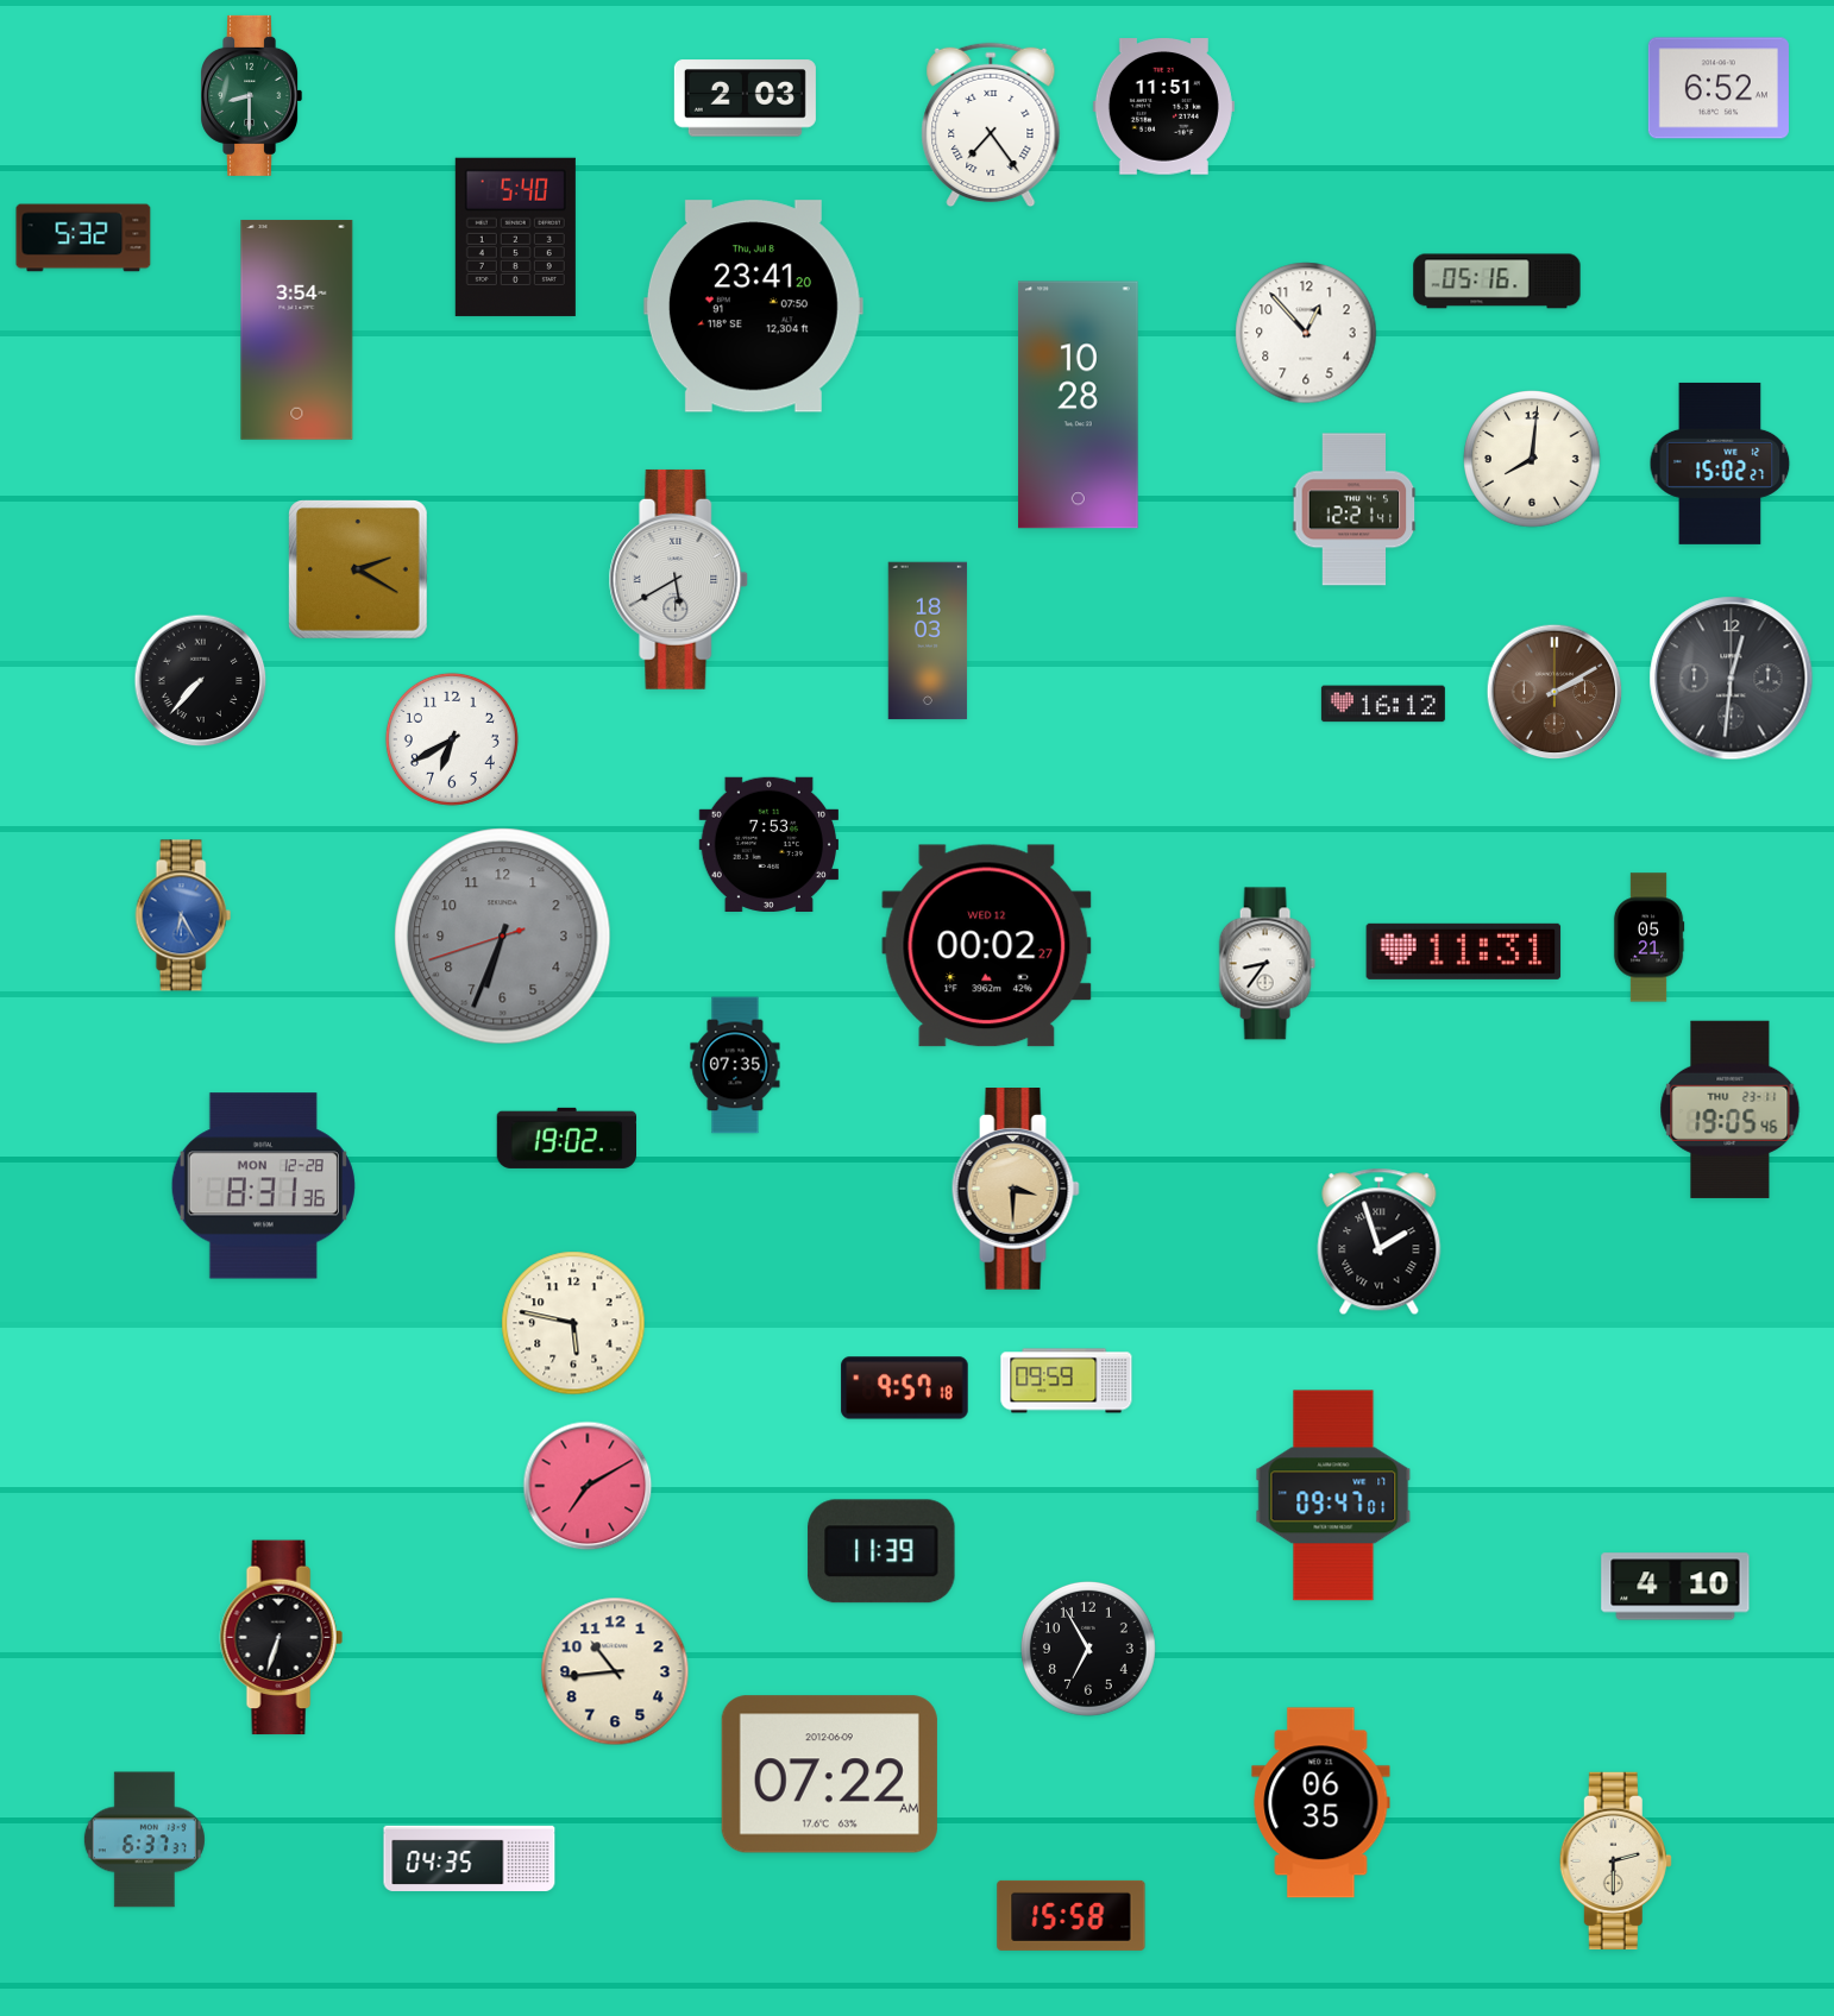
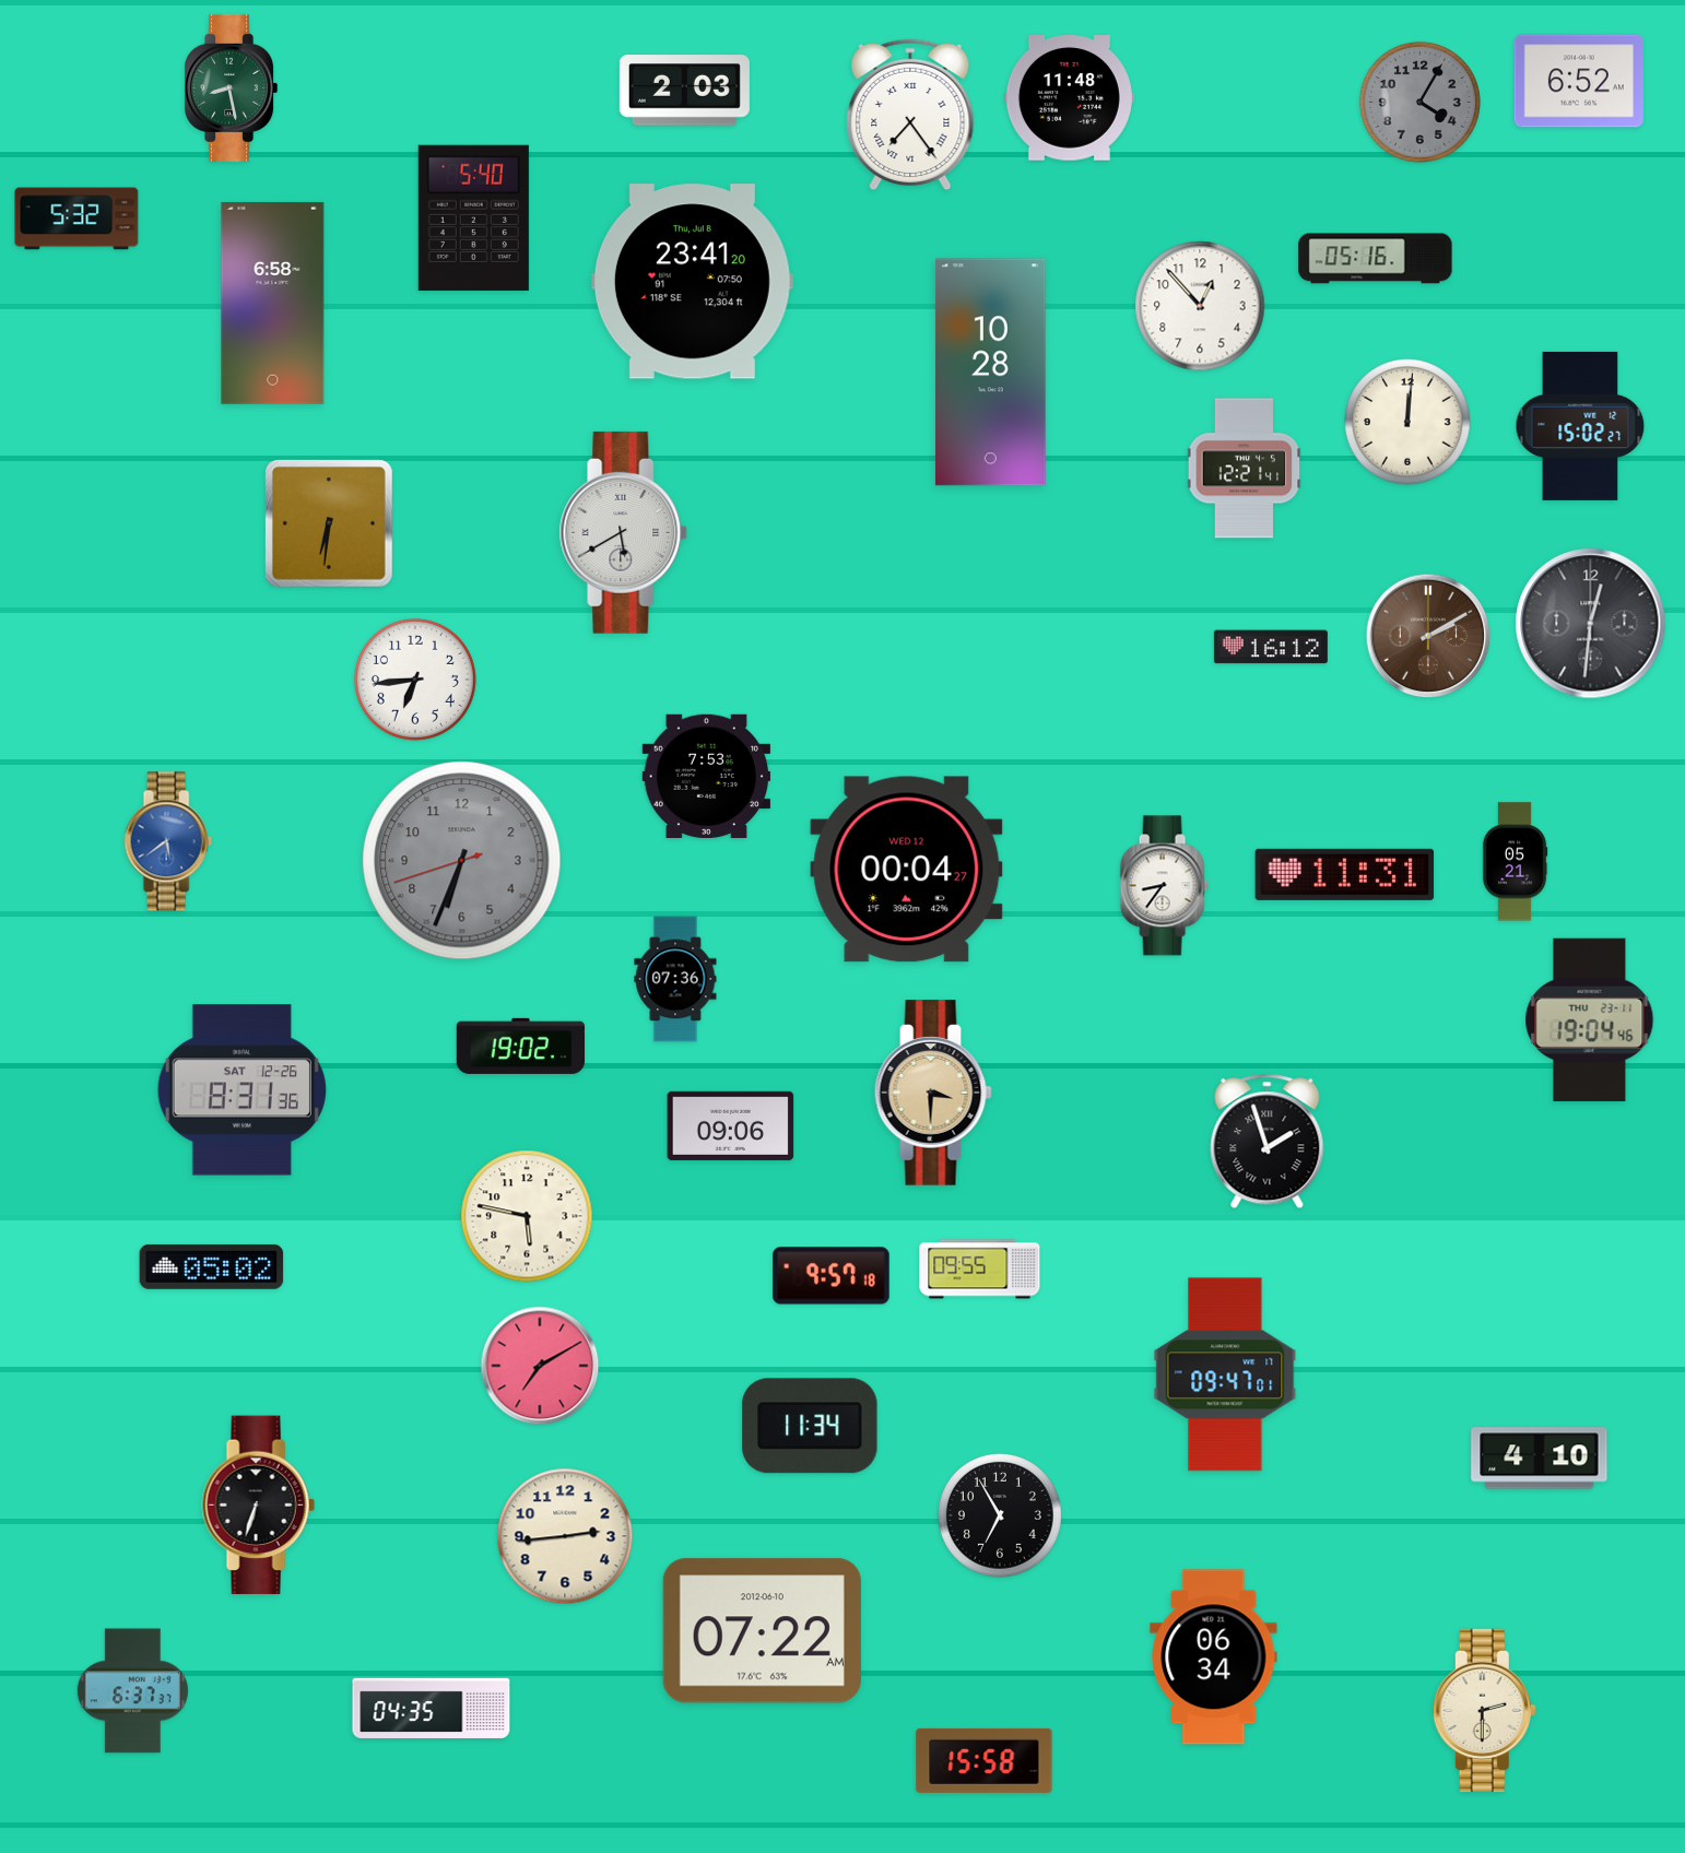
clock at (252, 95): 8:30 -> 8:28
clock at (1163, 107): 11:51 -> 11:48
clock at (1419, 102): none -> 4:05
clock at (297, 329): 3:54 -> 6:58
clock at (1532, 459): 8:01 -> 12:01
clock at (359, 571): 2:20 -> 6:31
clock at (928, 641): 18:03 -> none
clock at (201, 681): 7:37 -> none
clock at (452, 739): 6:40 -> 6:44
clock at (183, 915): 6:25 -> 5:39
clock at (987, 946): 00:02 -> 00:04
clock at (735, 1065): 07:35 -> 07:36
clock at (1731, 1109): 19:05 -> 19:04
clock at (263, 1186) date: MON 12-28 -> SAT 12-26
clock at (731, 1125): none -> 09:06
clock at (212, 1266): none -> 05:02
clock at (1067, 1381): 09:59 -> 09:55
clock at (881, 1551): 11:39 -> 11:34
clock at (615, 1671): 10:44 -> 2:44
clock at (829, 1775) date: 2012-06-09 -> 2012-06-10
clock at (1321, 1803): 06:35 -> 06:34
